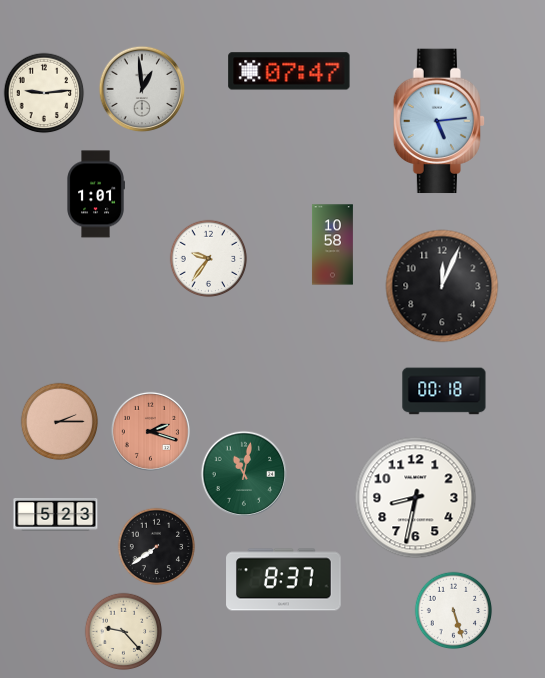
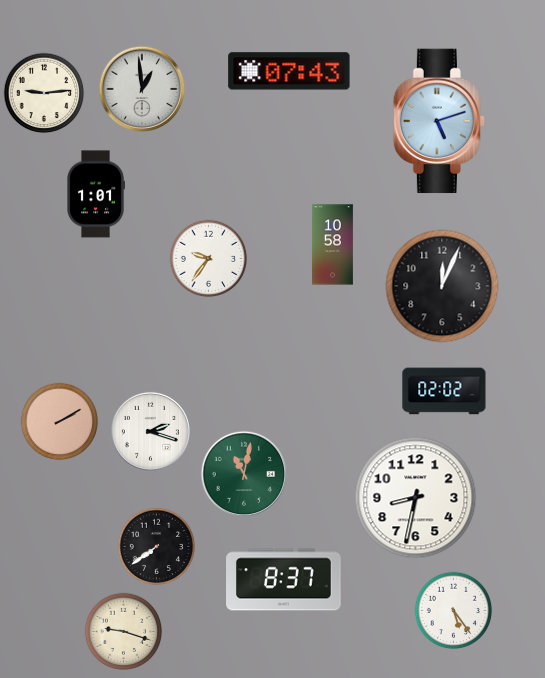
clock at (289, 71): 07:47 -> 07:43
clock at (438, 121): 5:14 -> 5:12
clock at (444, 391): 00:18 -> 02:02
clock at (59, 421): 2:15 -> 2:10
clock at (150, 431) dial: salmon -> white
clock at (56, 515): 5:23 -> none
clock at (453, 610): 5:27 -> 5:24
clock at (123, 631): 9:23 -> 9:18
